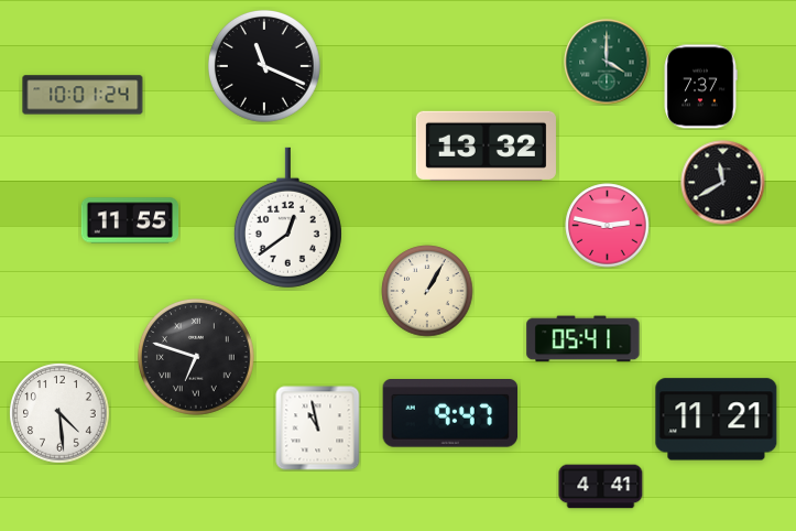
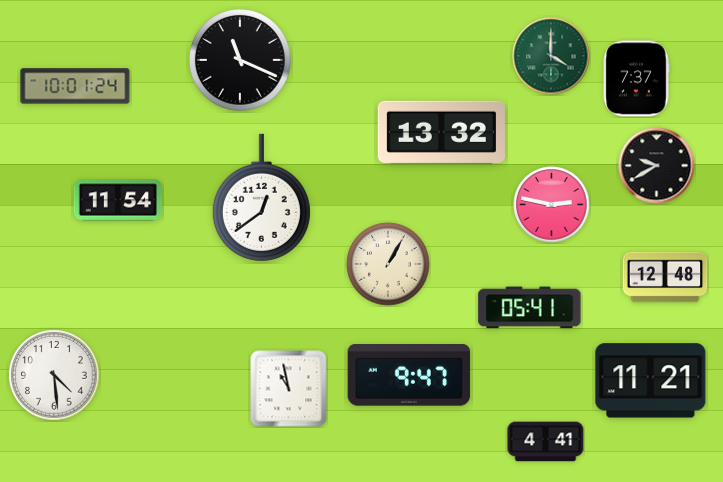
clock at (723, 183): 11:40 -> 9:40
clock at (130, 220): 11:55 -> 11:54
clock at (665, 277): none -> 12:48
clock at (196, 357): 6:48 -> none
